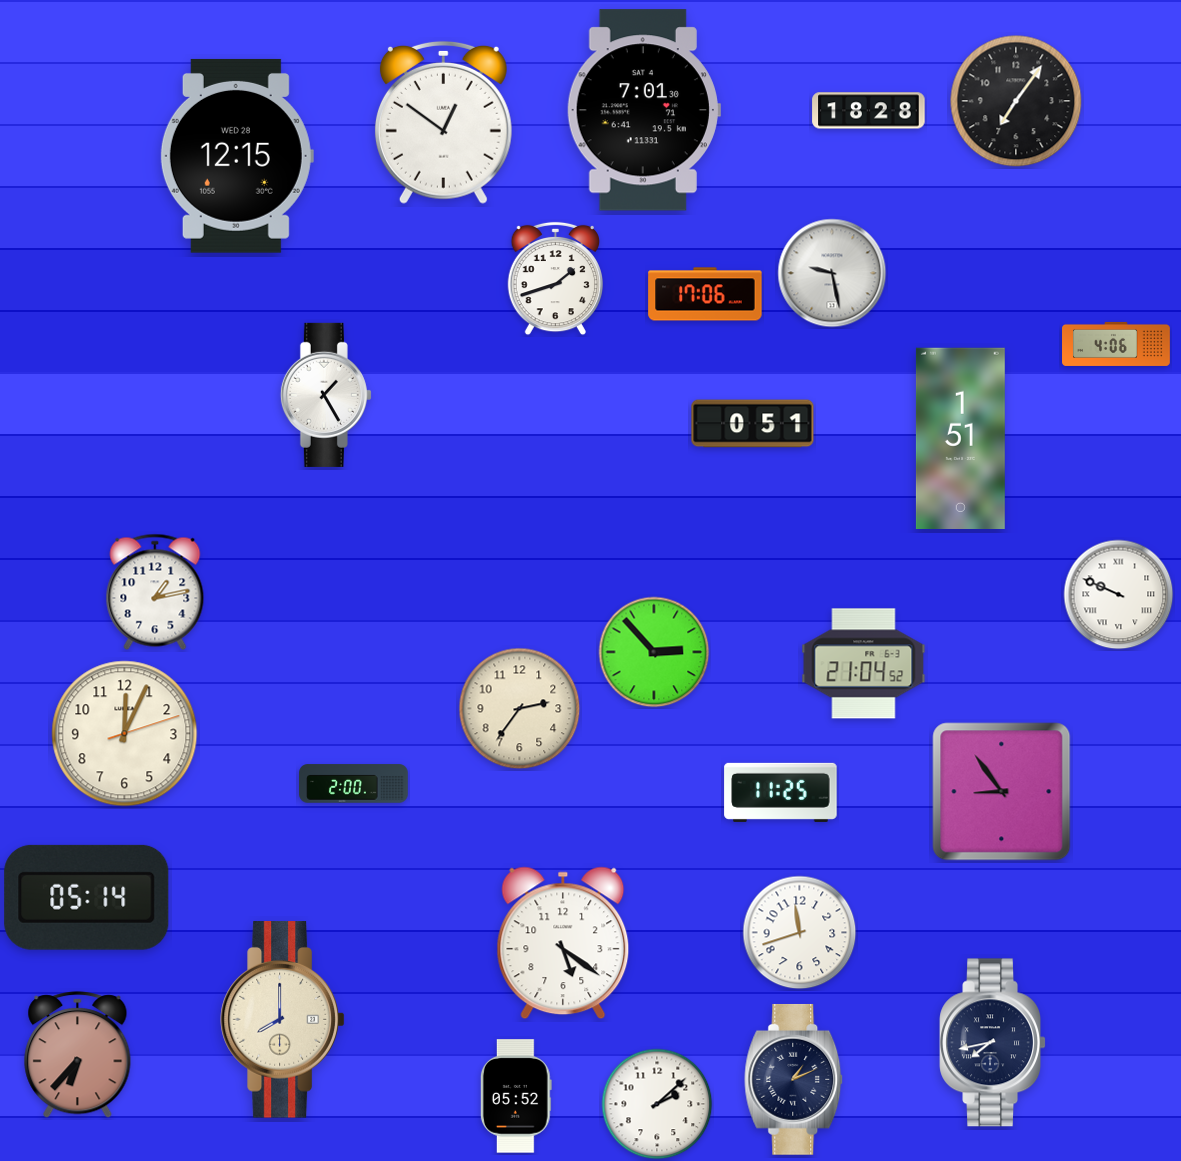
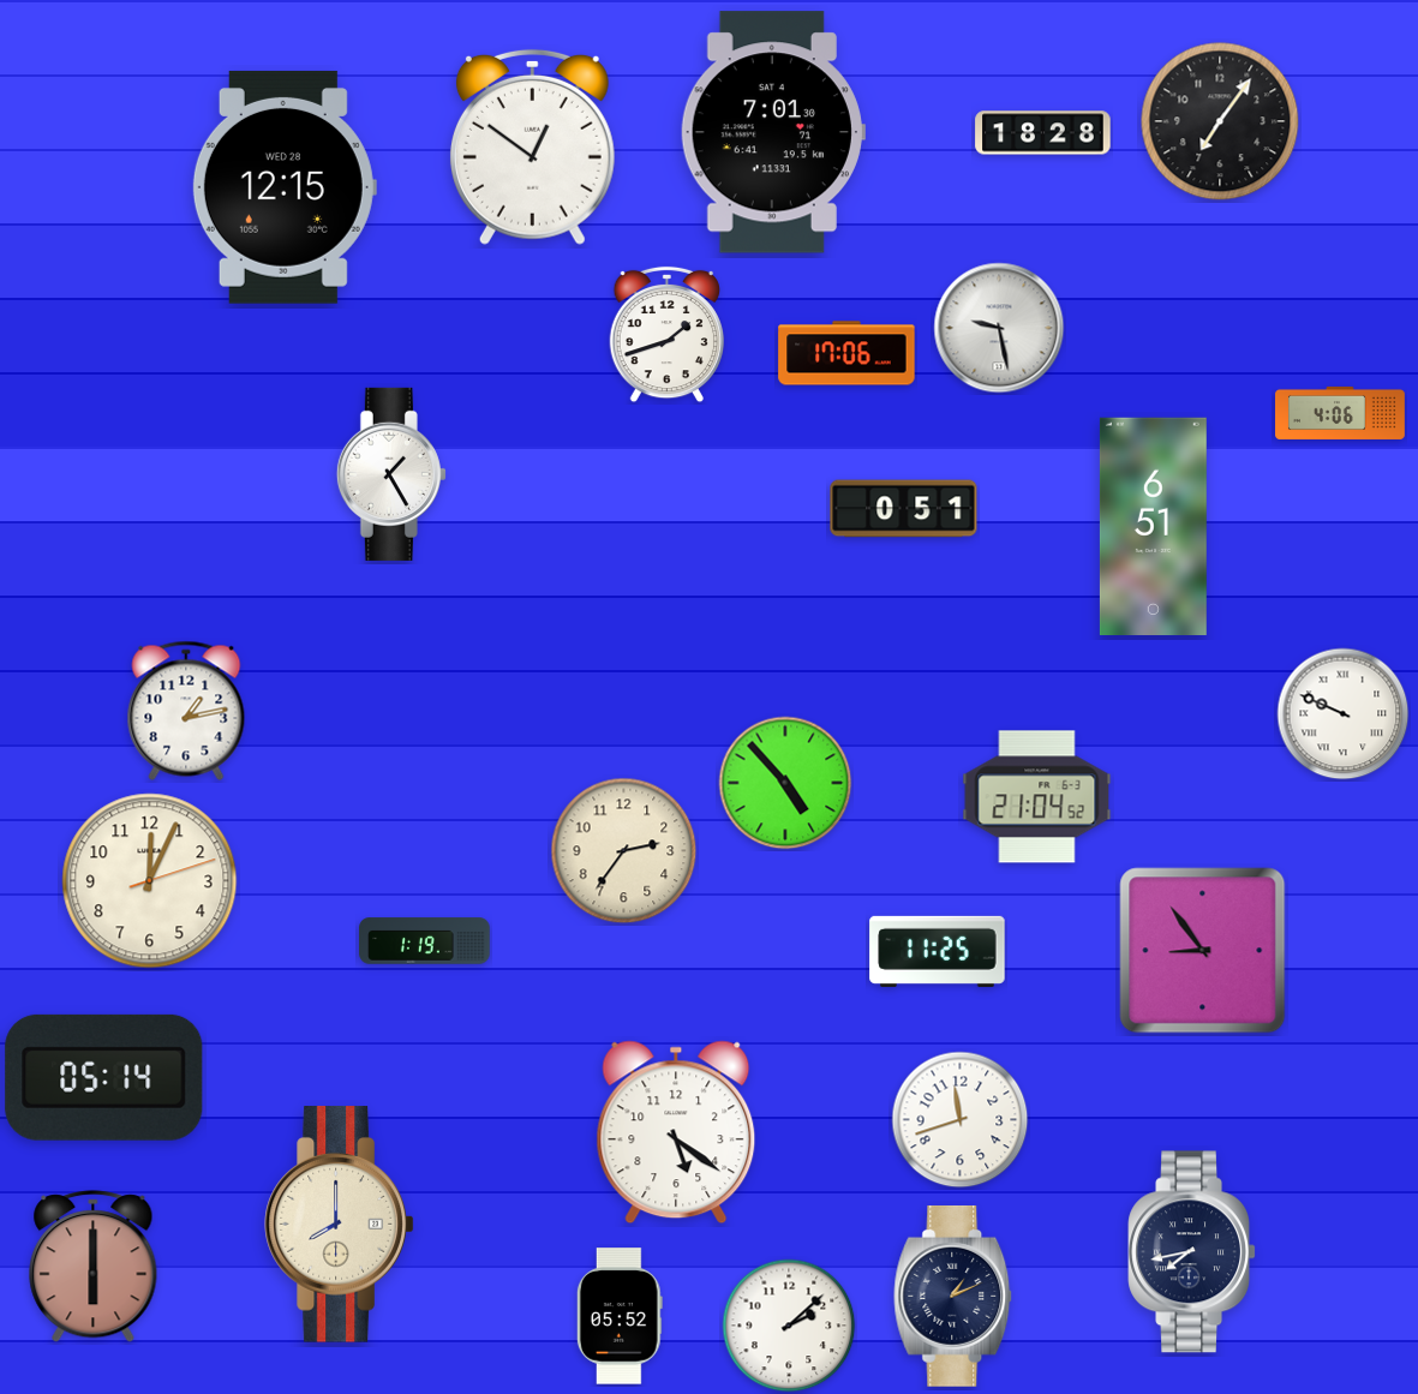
clock at (960, 438): 1:51 -> 6:51
clock at (654, 652): 2:53 -> 4:53
clock at (354, 784): 2:00 -> 1:19
clock at (78, 1055): 6:37 -> 6:00
